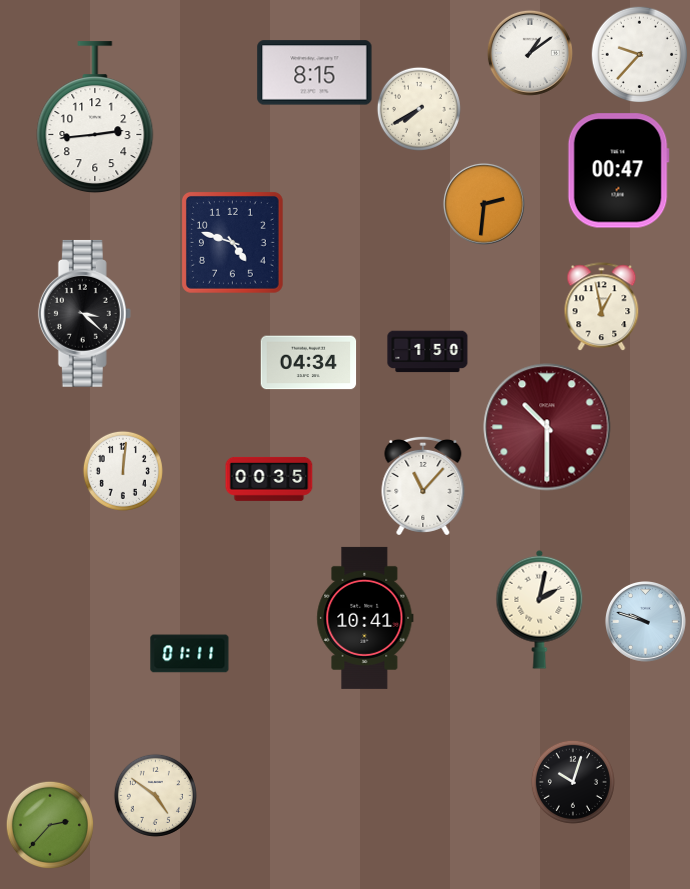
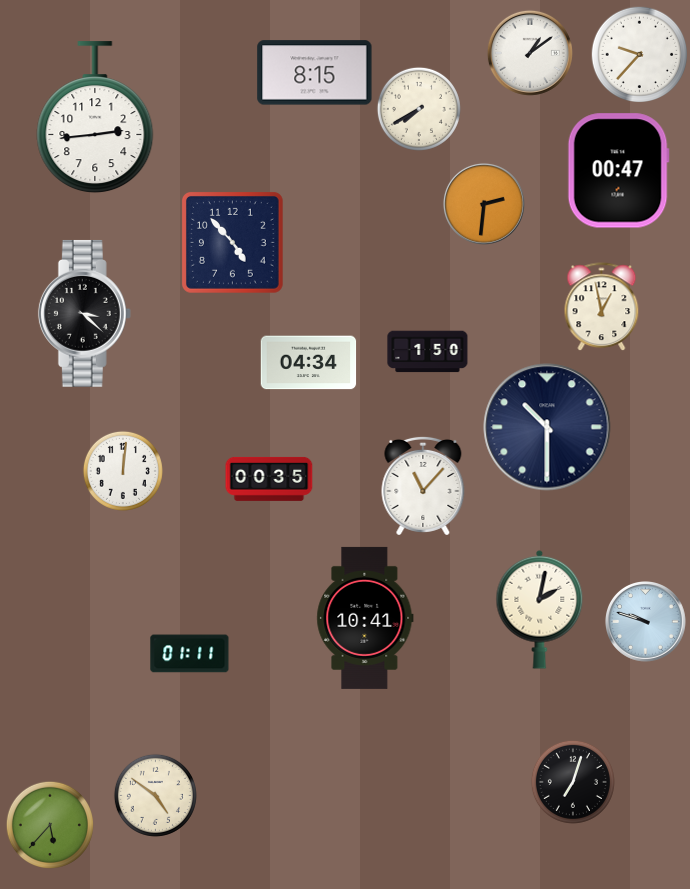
clock at (233, 243): 4:48 -> 4:53
clock at (547, 427) dial: burgundy -> navy
clock at (573, 782): 10:03 -> 7:03
clock at (50, 825): 2:37 -> 5:37
